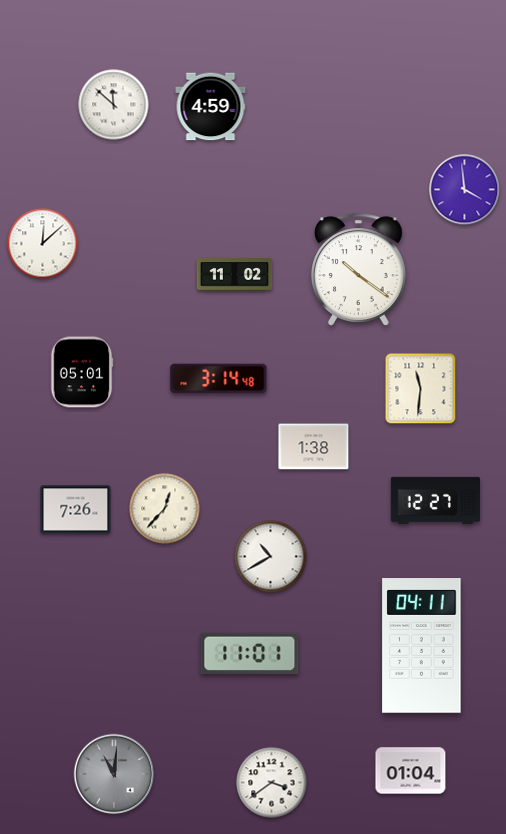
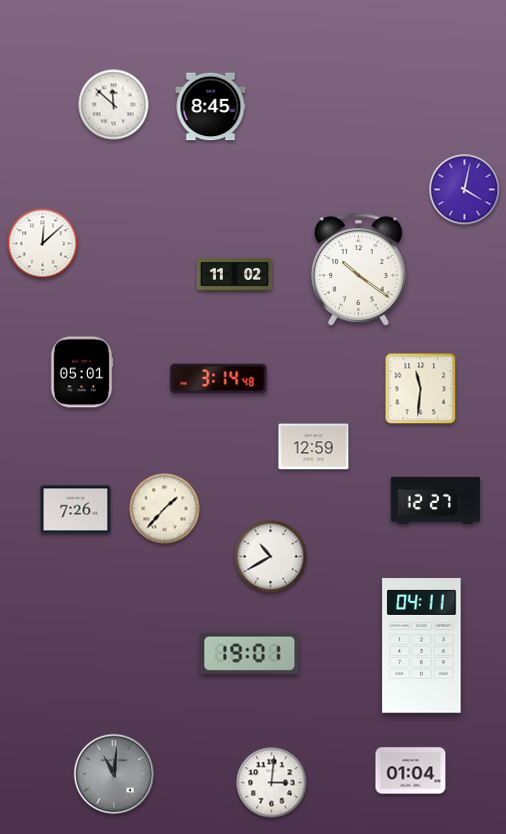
clock at (211, 107): 4:59 -> 8:45
clock at (465, 190): 3:59 -> 4:02
clock at (314, 447): 1:38 -> 12:59
clock at (165, 509): 12:37 -> 1:37
clock at (250, 654): 11:01 -> 19:01
clock at (272, 783): 3:39 -> 3:01
